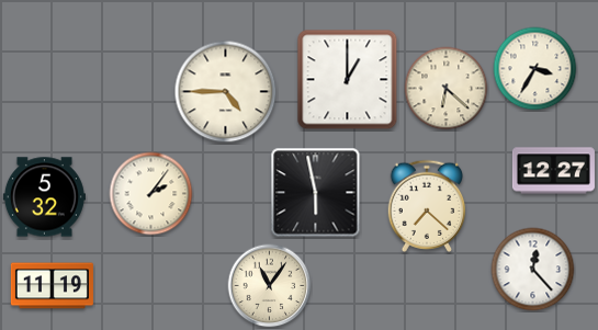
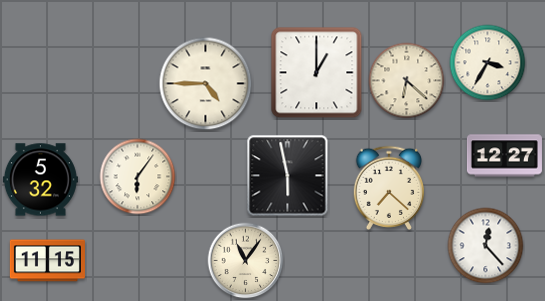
clock at (151, 194): 2:06 -> 6:06
clock at (52, 286): 11:19 -> 11:15
